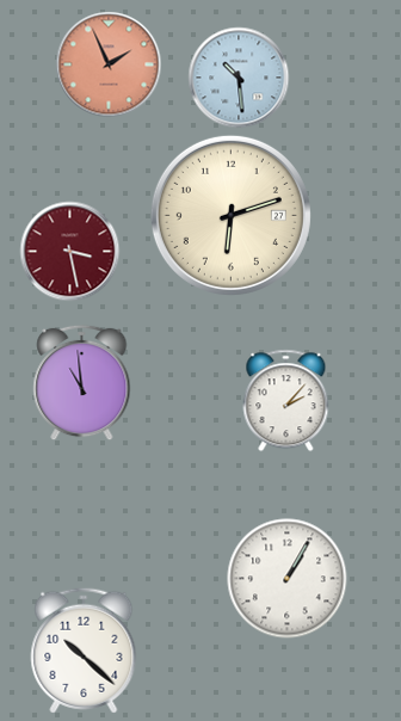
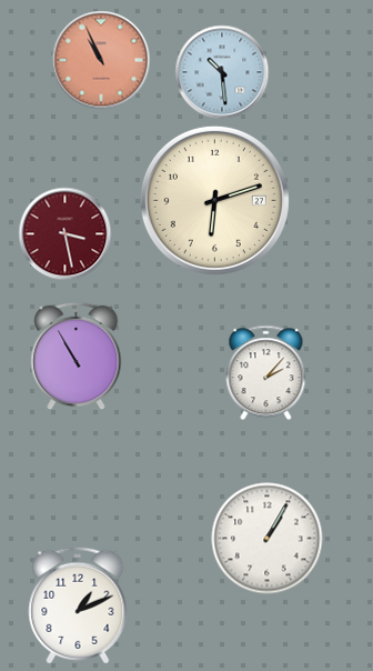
clock at (109, 64): 1:56 -> 10:56
clock at (82, 383): 10:59 -> 10:55
clock at (84, 651): 10:22 -> 1:11
